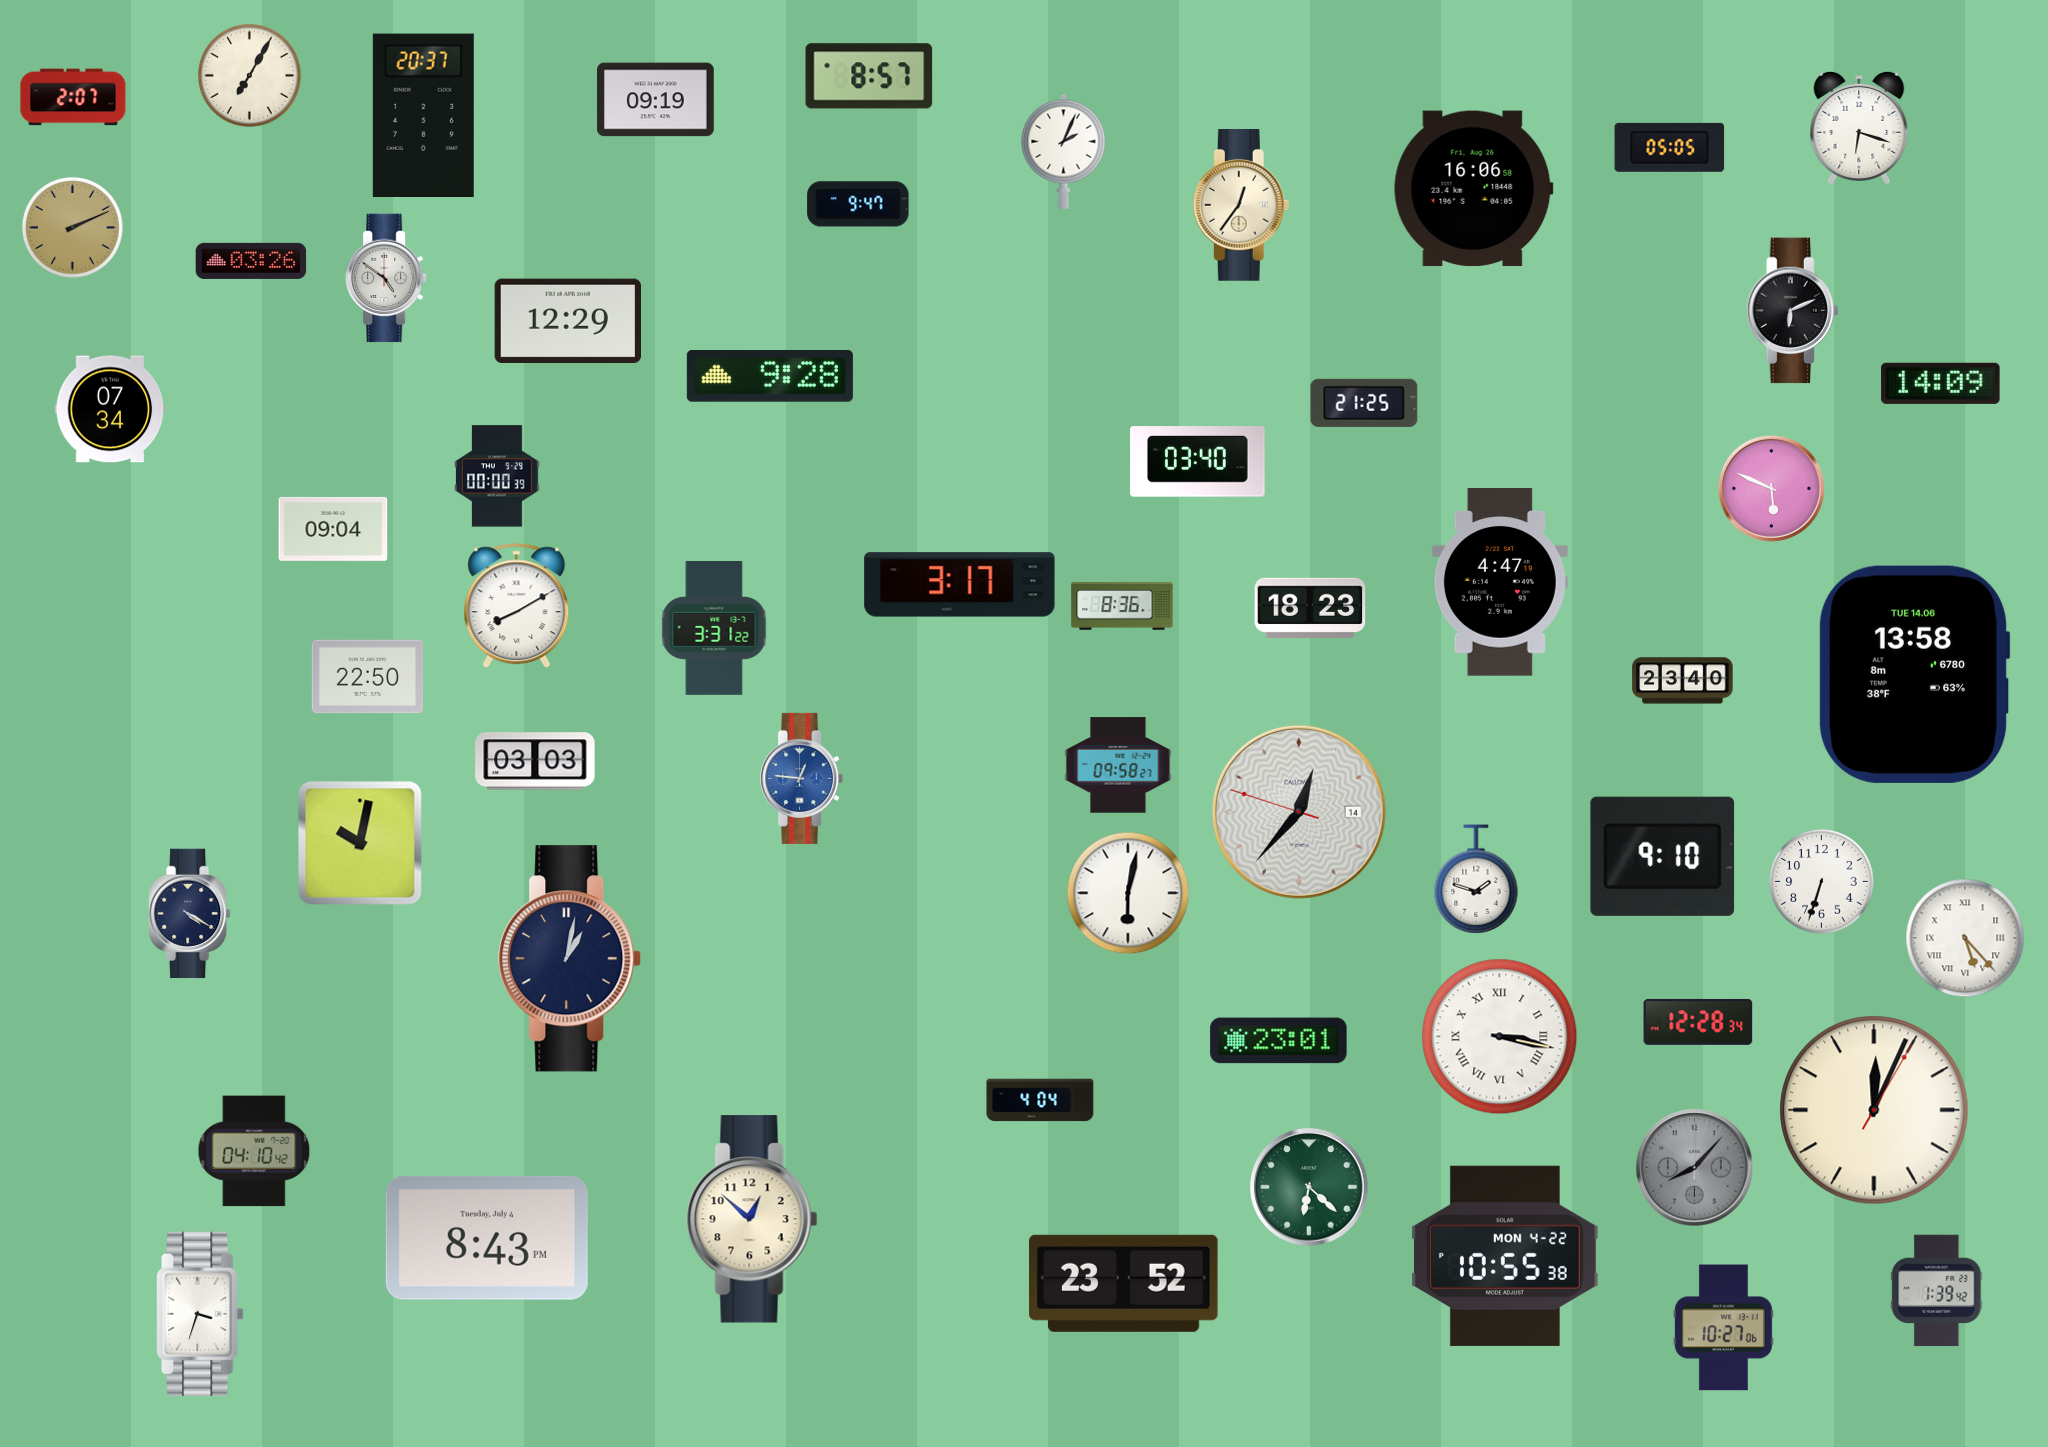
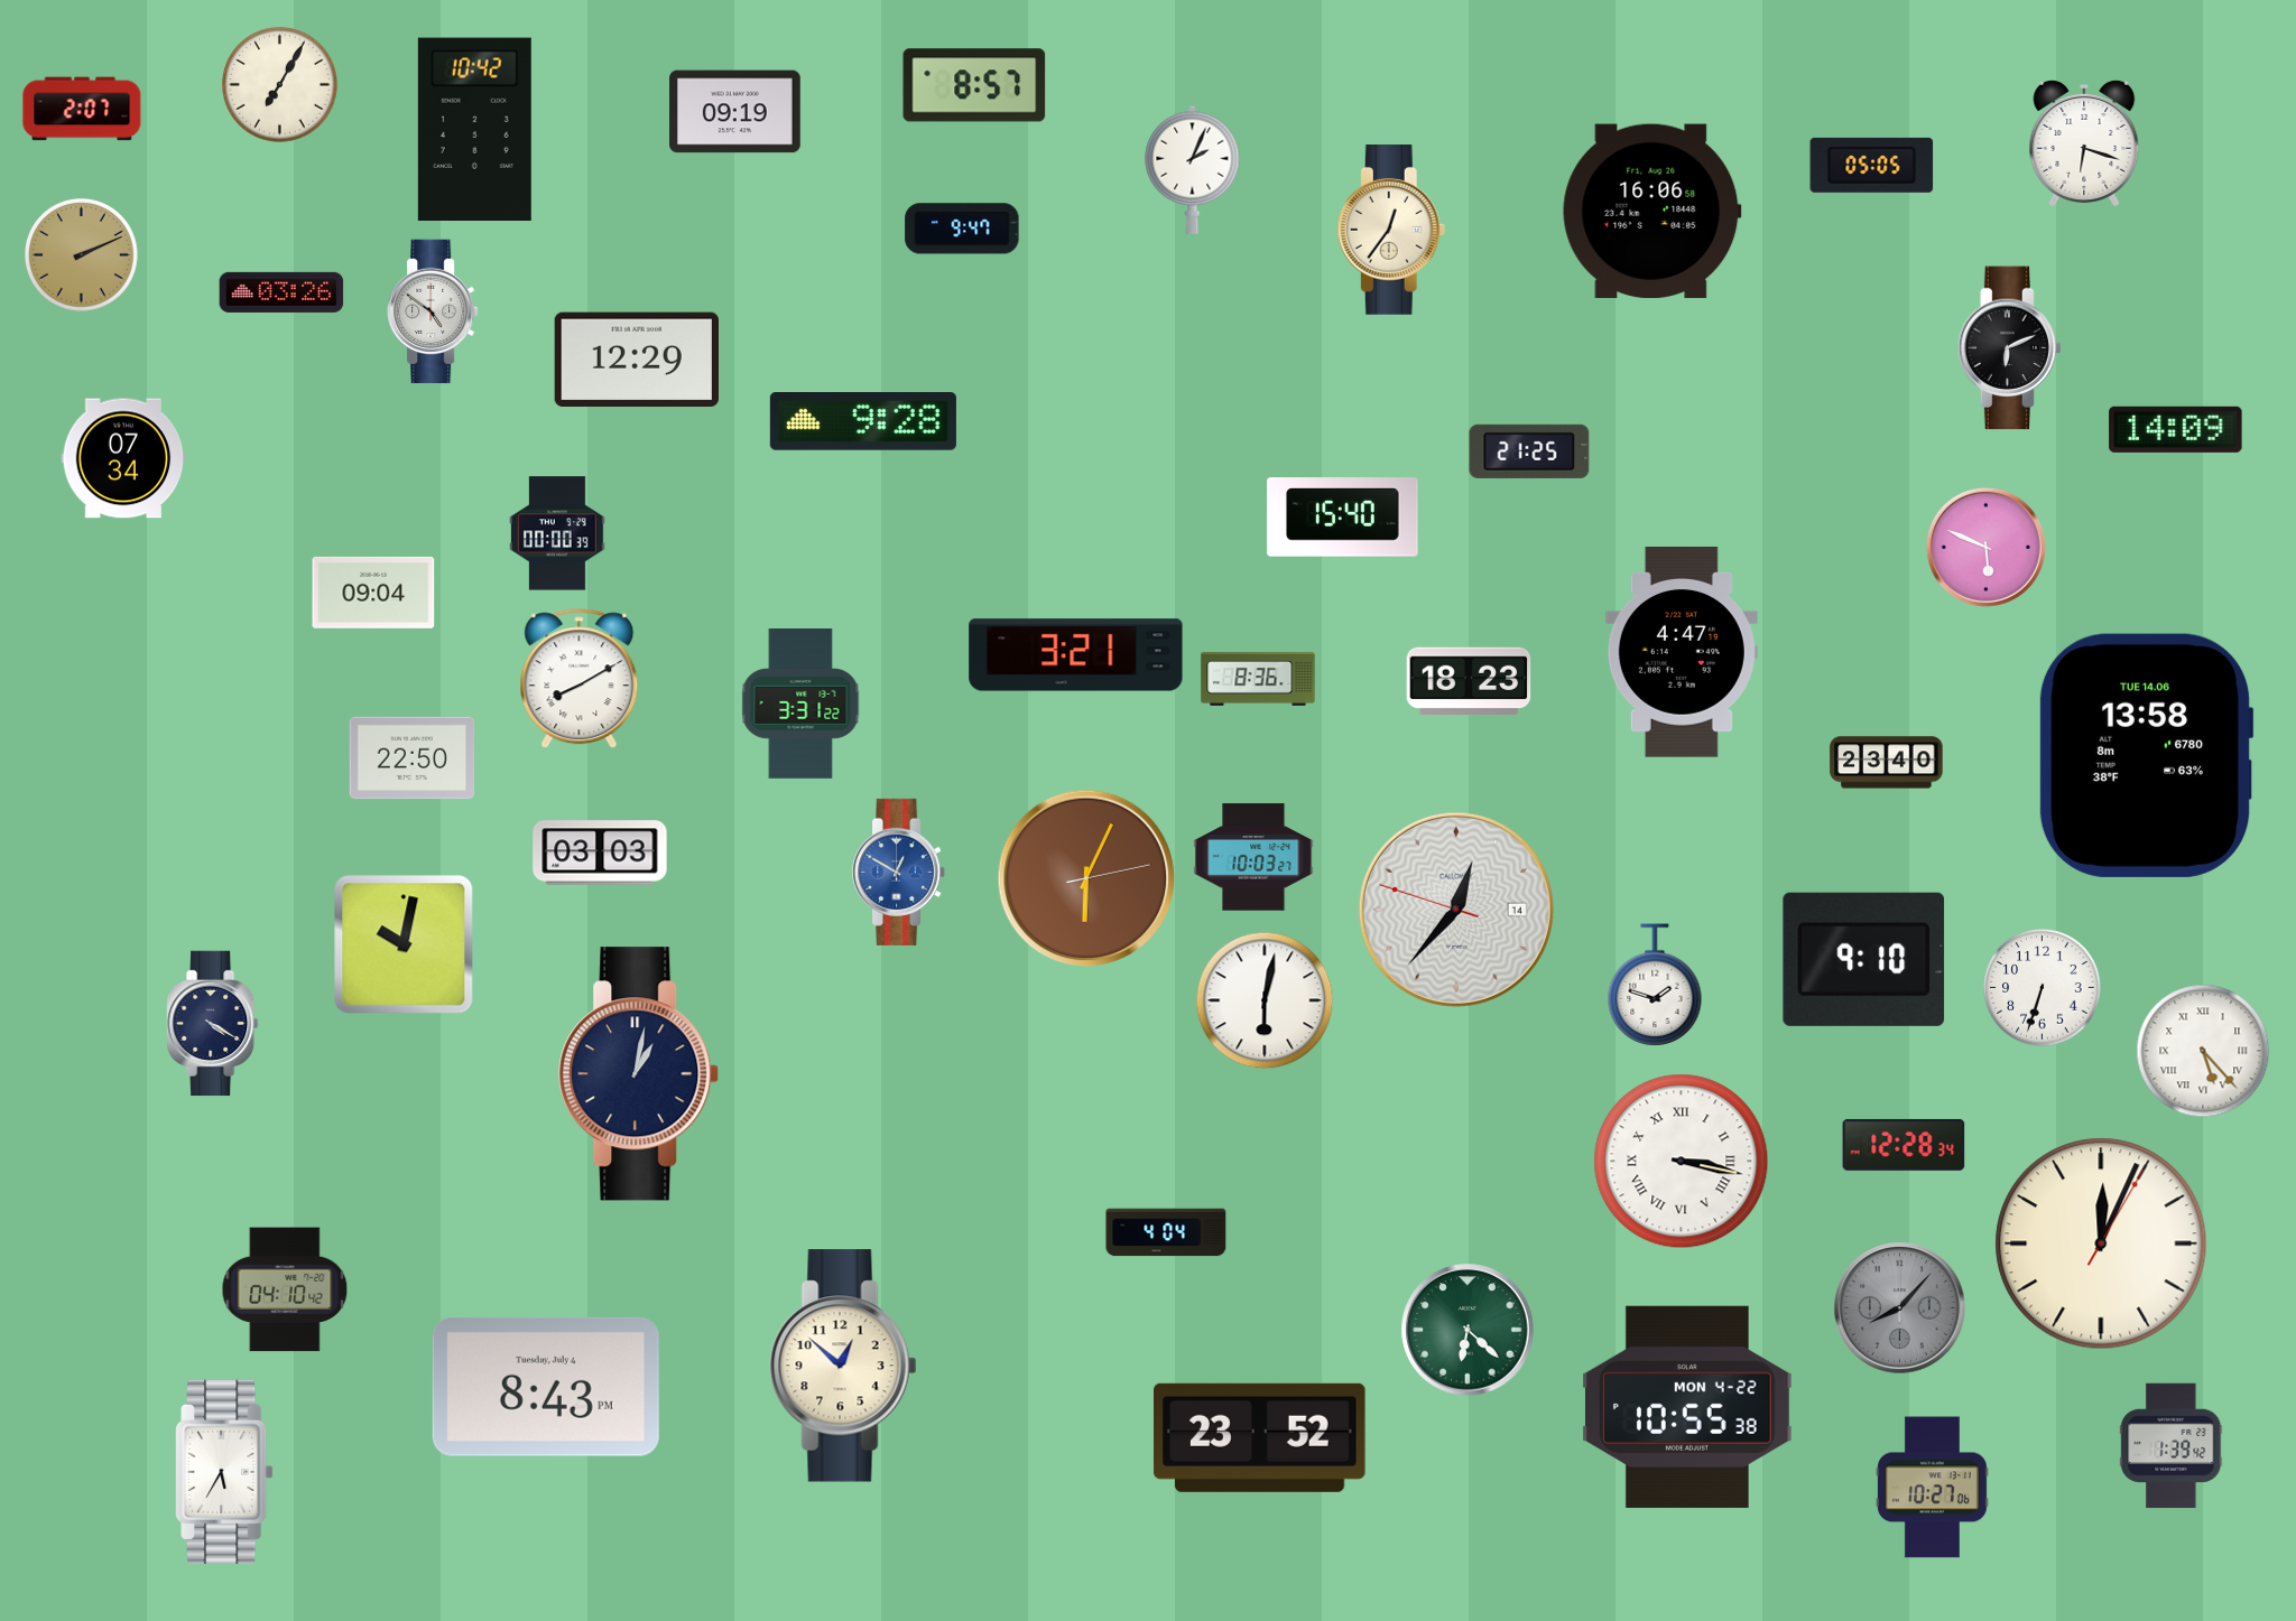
clock at (423, 115): 20:37 -> 10:42
clock at (1198, 462): 03:40 -> 15:40
clock at (960, 585): 3:17 -> 3:21
clock at (1118, 765): 09:58 -> 10:03
clock at (802, 778): 12:46 -> 12:50
clock at (1086, 878): none -> 6:04
clock at (1279, 1041): 23:01 -> none
clock at (200, 1313): 3:33 -> 5:35
